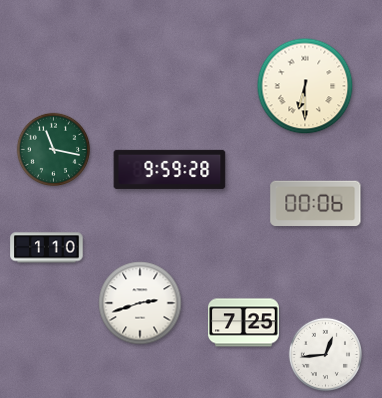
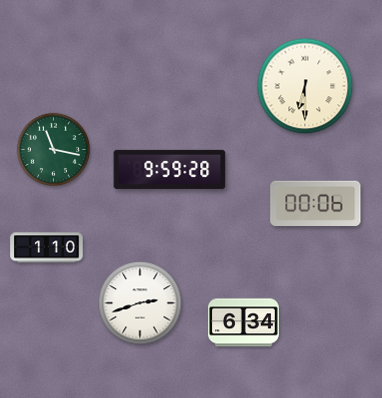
clock at (244, 323): 7:25 -> 6:34
clock at (325, 354): 12:44 -> none
